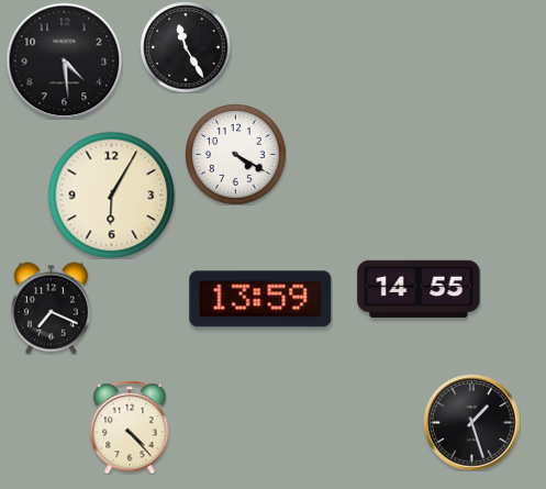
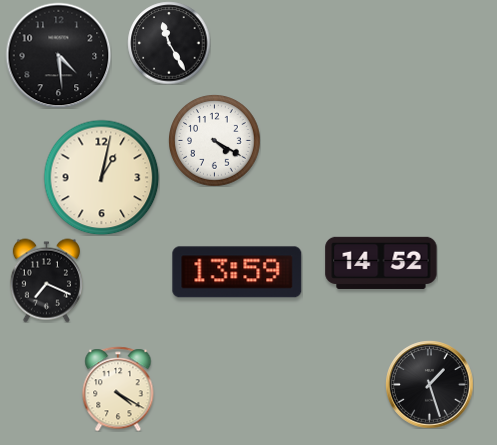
clock at (111, 195): 6:05 -> 1:02
clock at (419, 289): 14:55 -> 14:52
clock at (130, 427): 4:23 -> 4:20
